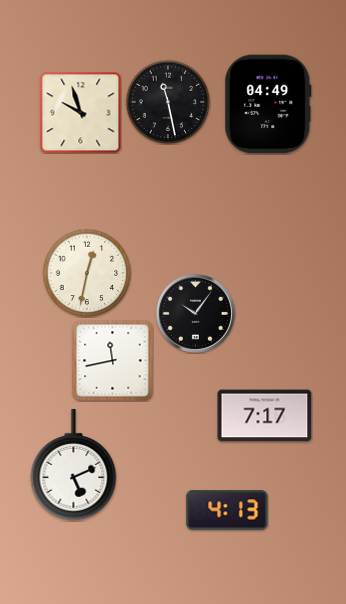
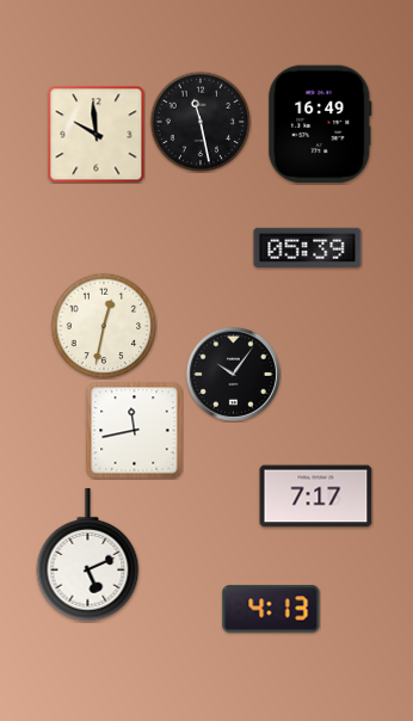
clock at (268, 104): 04:49 -> 16:49
clock at (80, 112): 9:57 -> 9:59
clock at (308, 247): none -> 05:39
